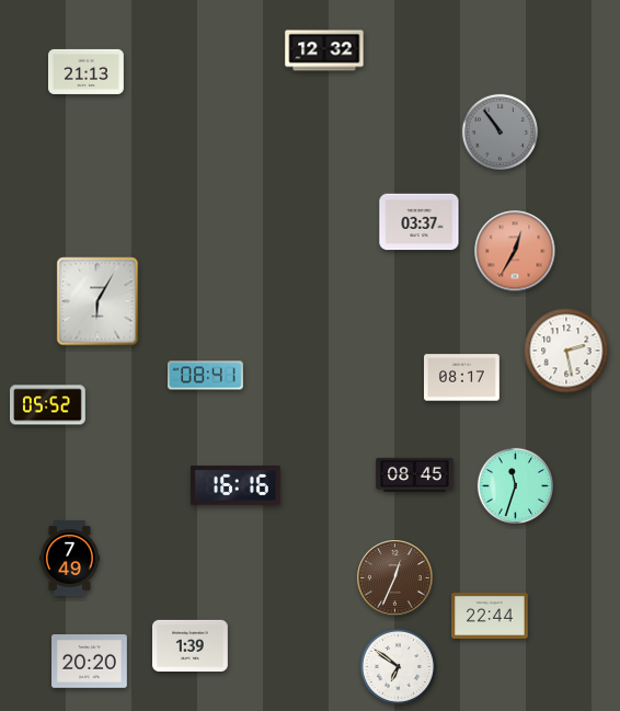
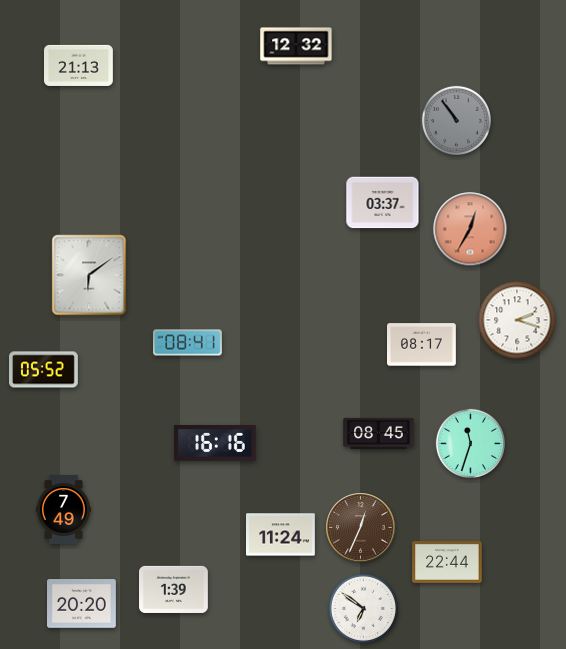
clock at (97, 301): 6:05 -> 6:09
clock at (566, 351): 2:28 -> 2:18
clock at (281, 535): none -> 11:24
